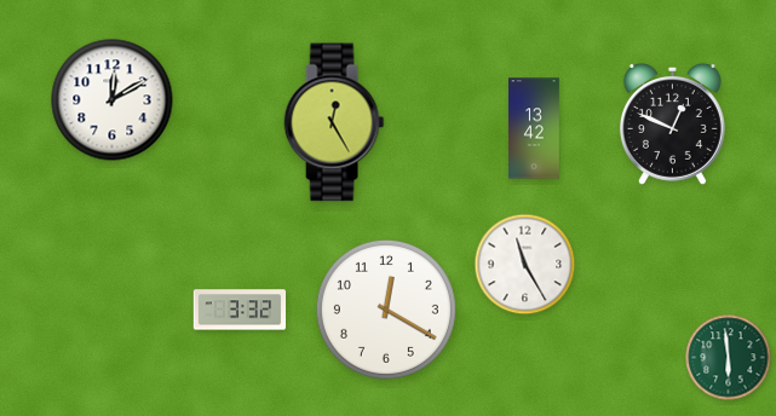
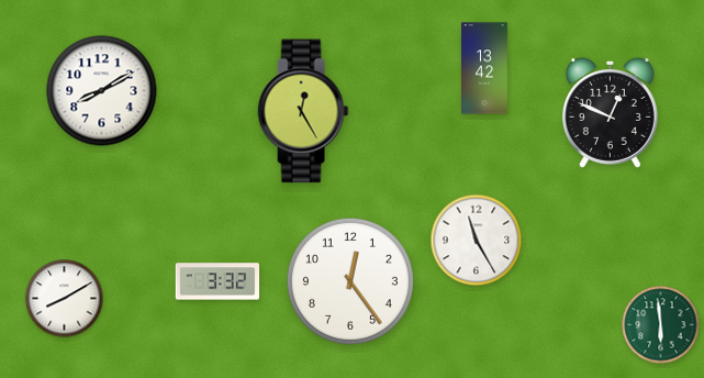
clock at (113, 100): 12:10 -> 8:10
clock at (535, 128) position: (535, 128) -> (485, 68)
clock at (386, 310): 12:20 -> 12:24
clock at (65, 299): none -> 8:10
